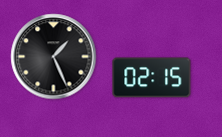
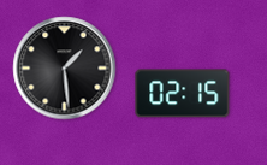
clock at (54, 57): 1:26 -> 1:29
